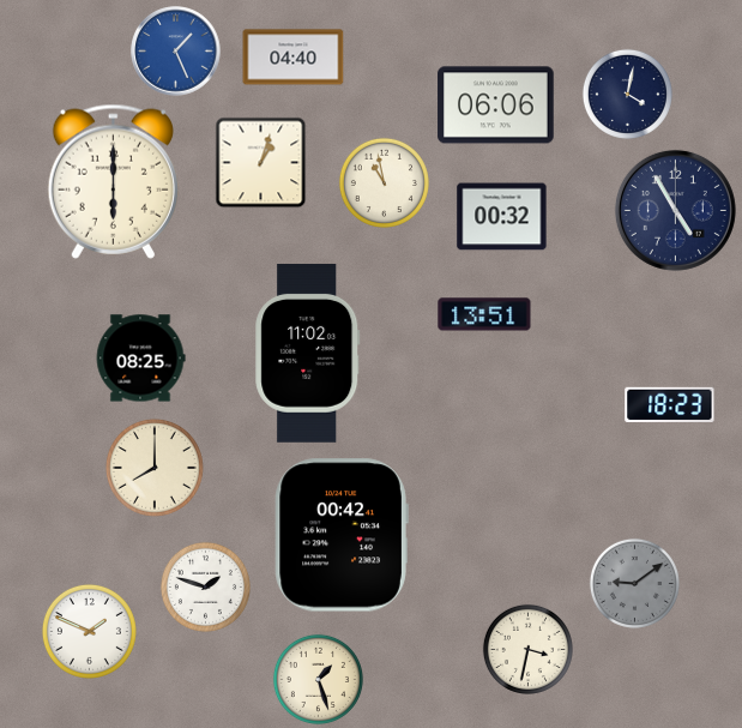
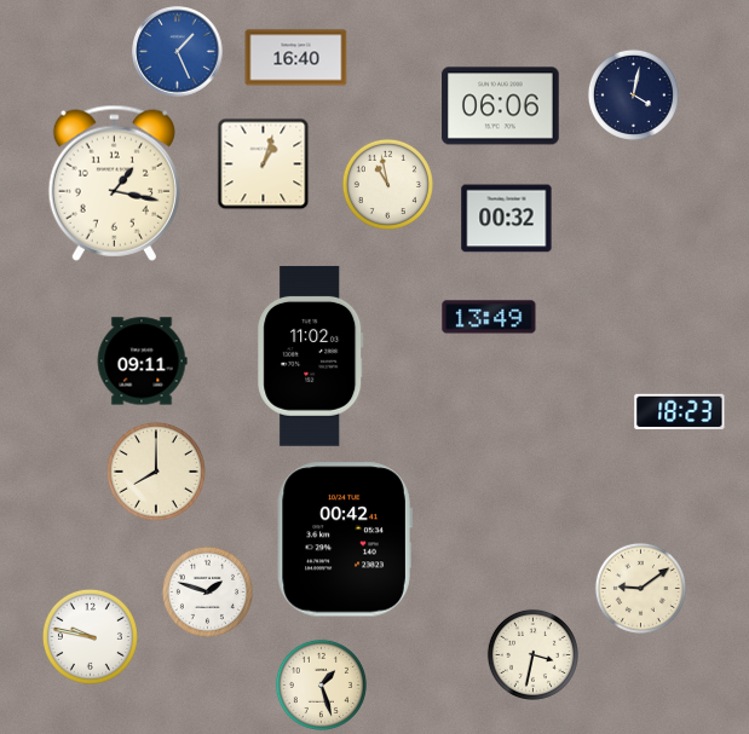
clock at (294, 58): 04:40 -> 16:40
clock at (113, 181): 6:00 -> 1:17
clock at (675, 210): 4:55 -> none
clock at (484, 314): 13:51 -> 13:49
clock at (140, 359): 08:25 -> 09:11
clock at (670, 404) position: (670, 404) -> (680, 411)
clock at (634, 583) dial: grey -> cream
clock at (89, 631): 1:49 -> 9:47
